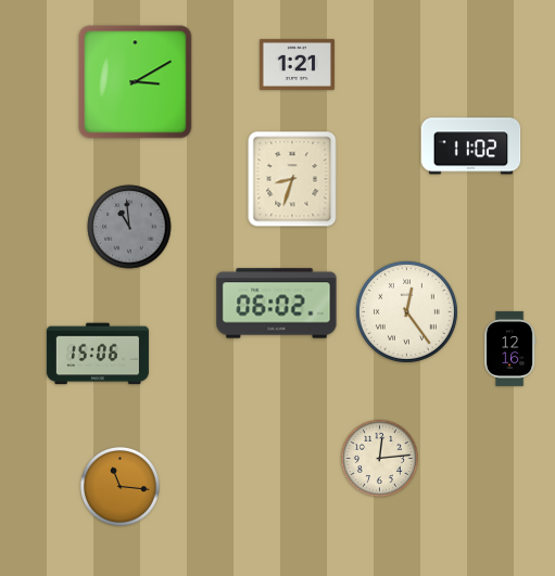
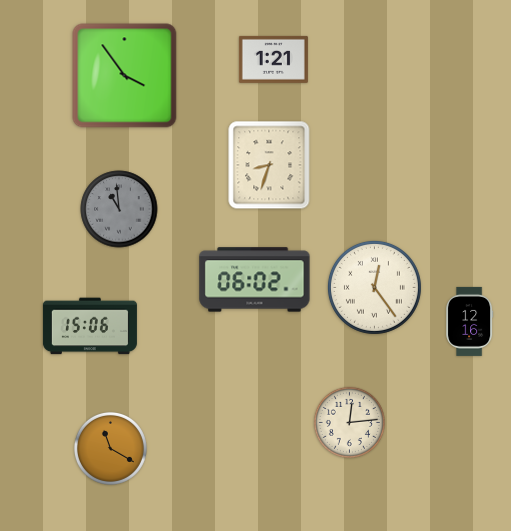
clock at (136, 82): 3:10 -> 3:54
clock at (471, 146): 11:02 -> none
clock at (119, 486): 11:16 -> 11:20
